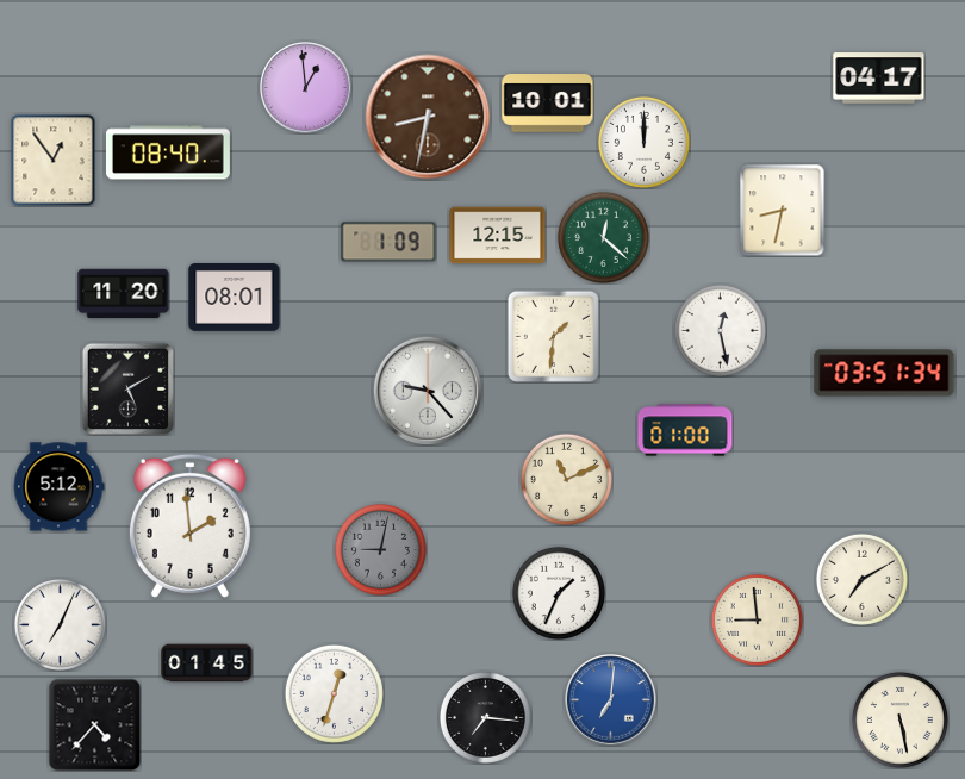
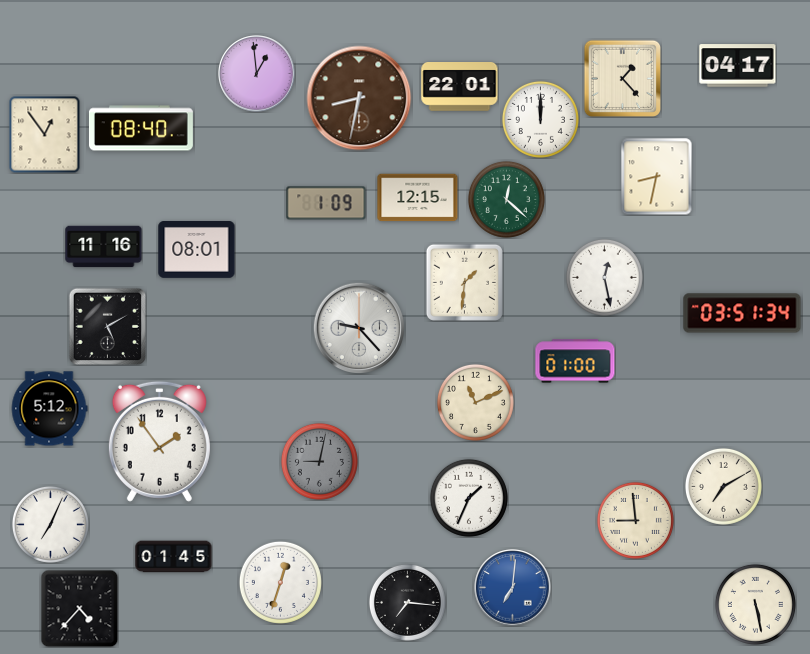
clock at (622, 78): none -> 1:23
clock at (548, 104): 10:01 -> 22:01
clock at (124, 294): 11:20 -> 11:16
clock at (189, 525): 1:59 -> 1:54
